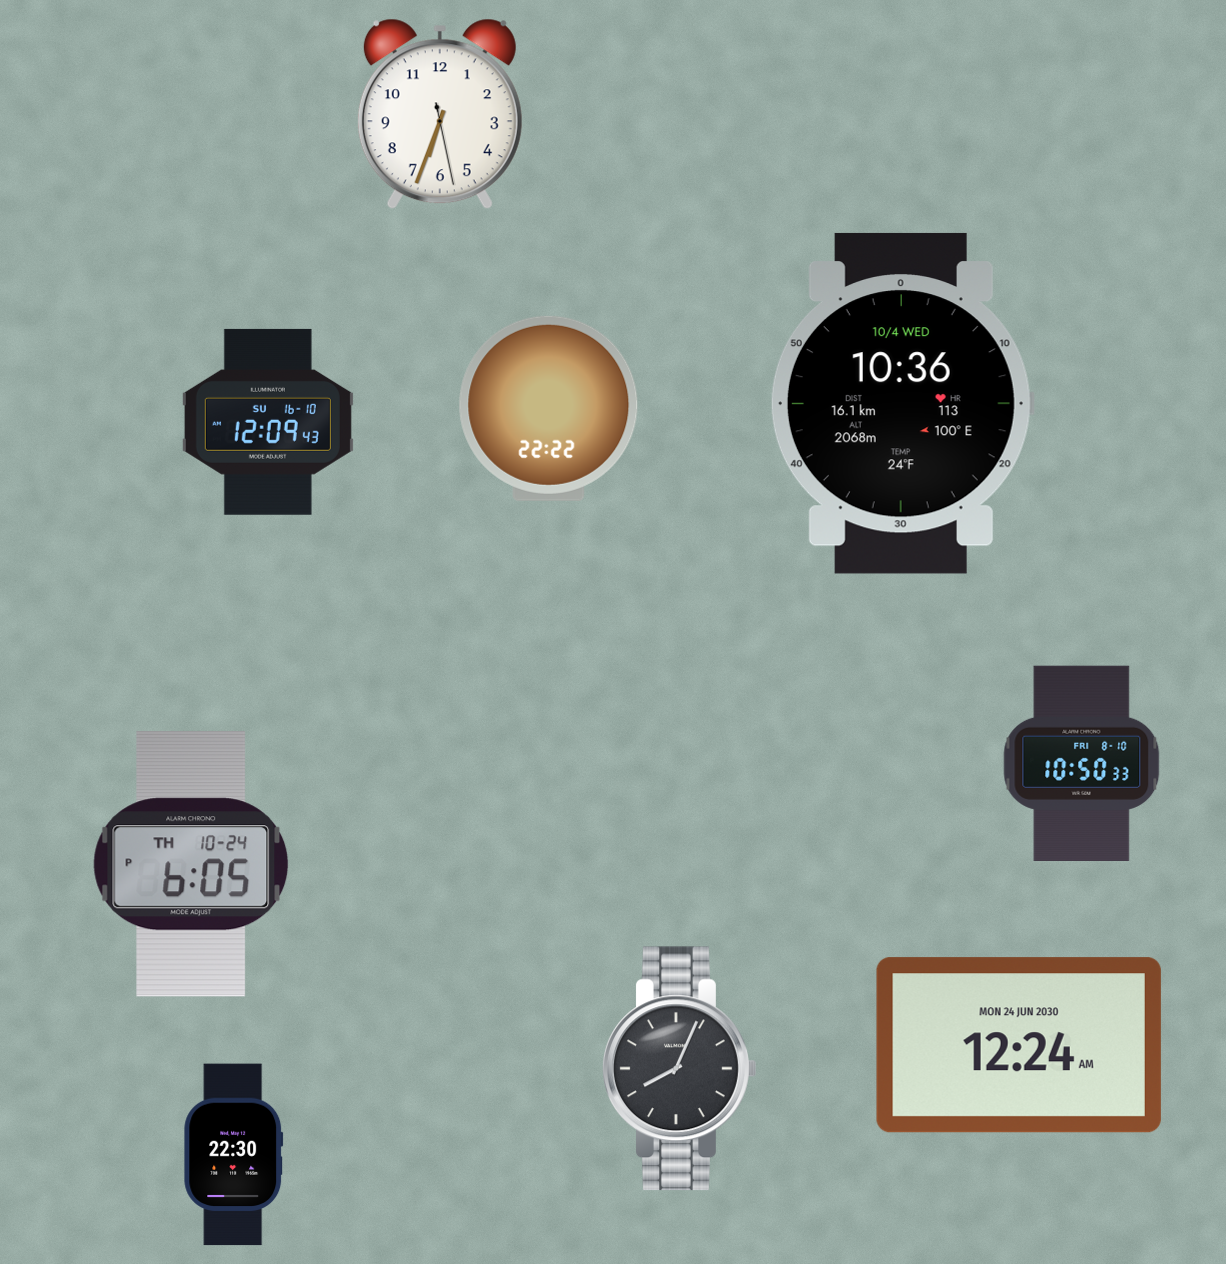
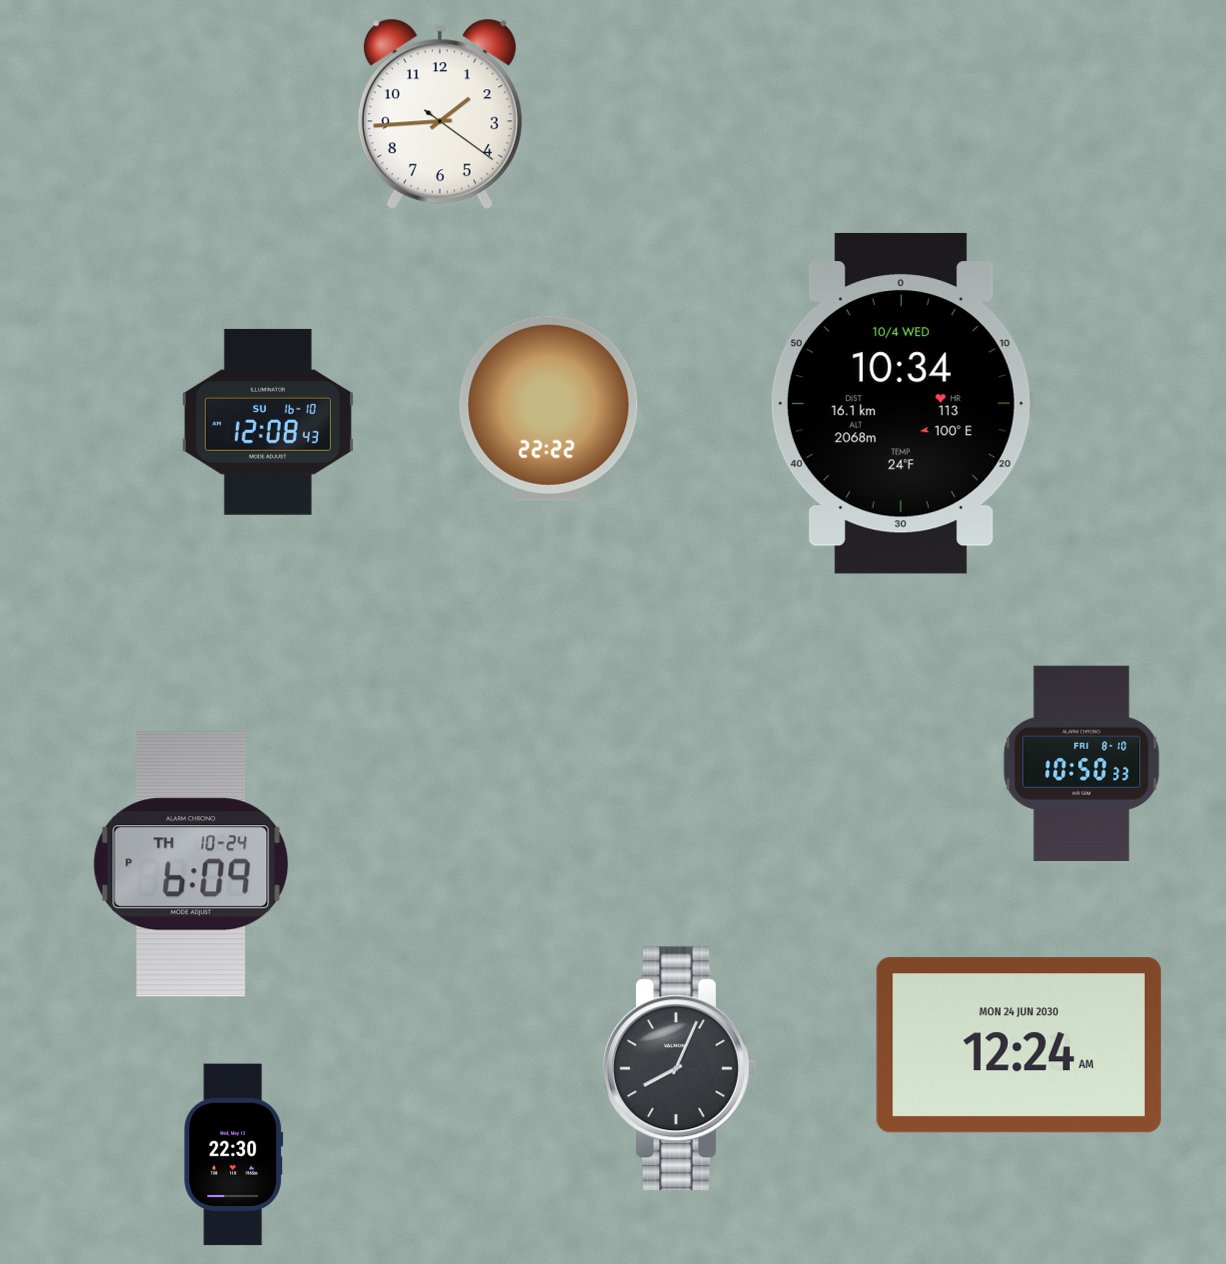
clock at (440, 114): 6:33 -> 1:44
clock at (902, 403): 10:36 -> 10:34
clock at (268, 422): 12:09 -> 12:08
clock at (191, 864): 6:05 -> 6:09
